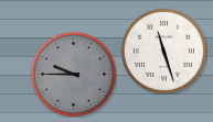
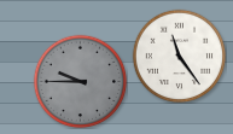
clock at (163, 51): 11:27 -> 11:24
